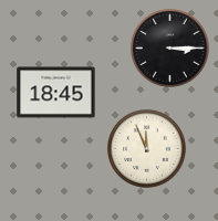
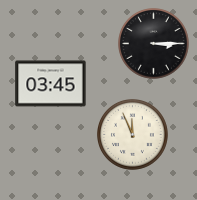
clock at (56, 93): 18:45 -> 03:45
